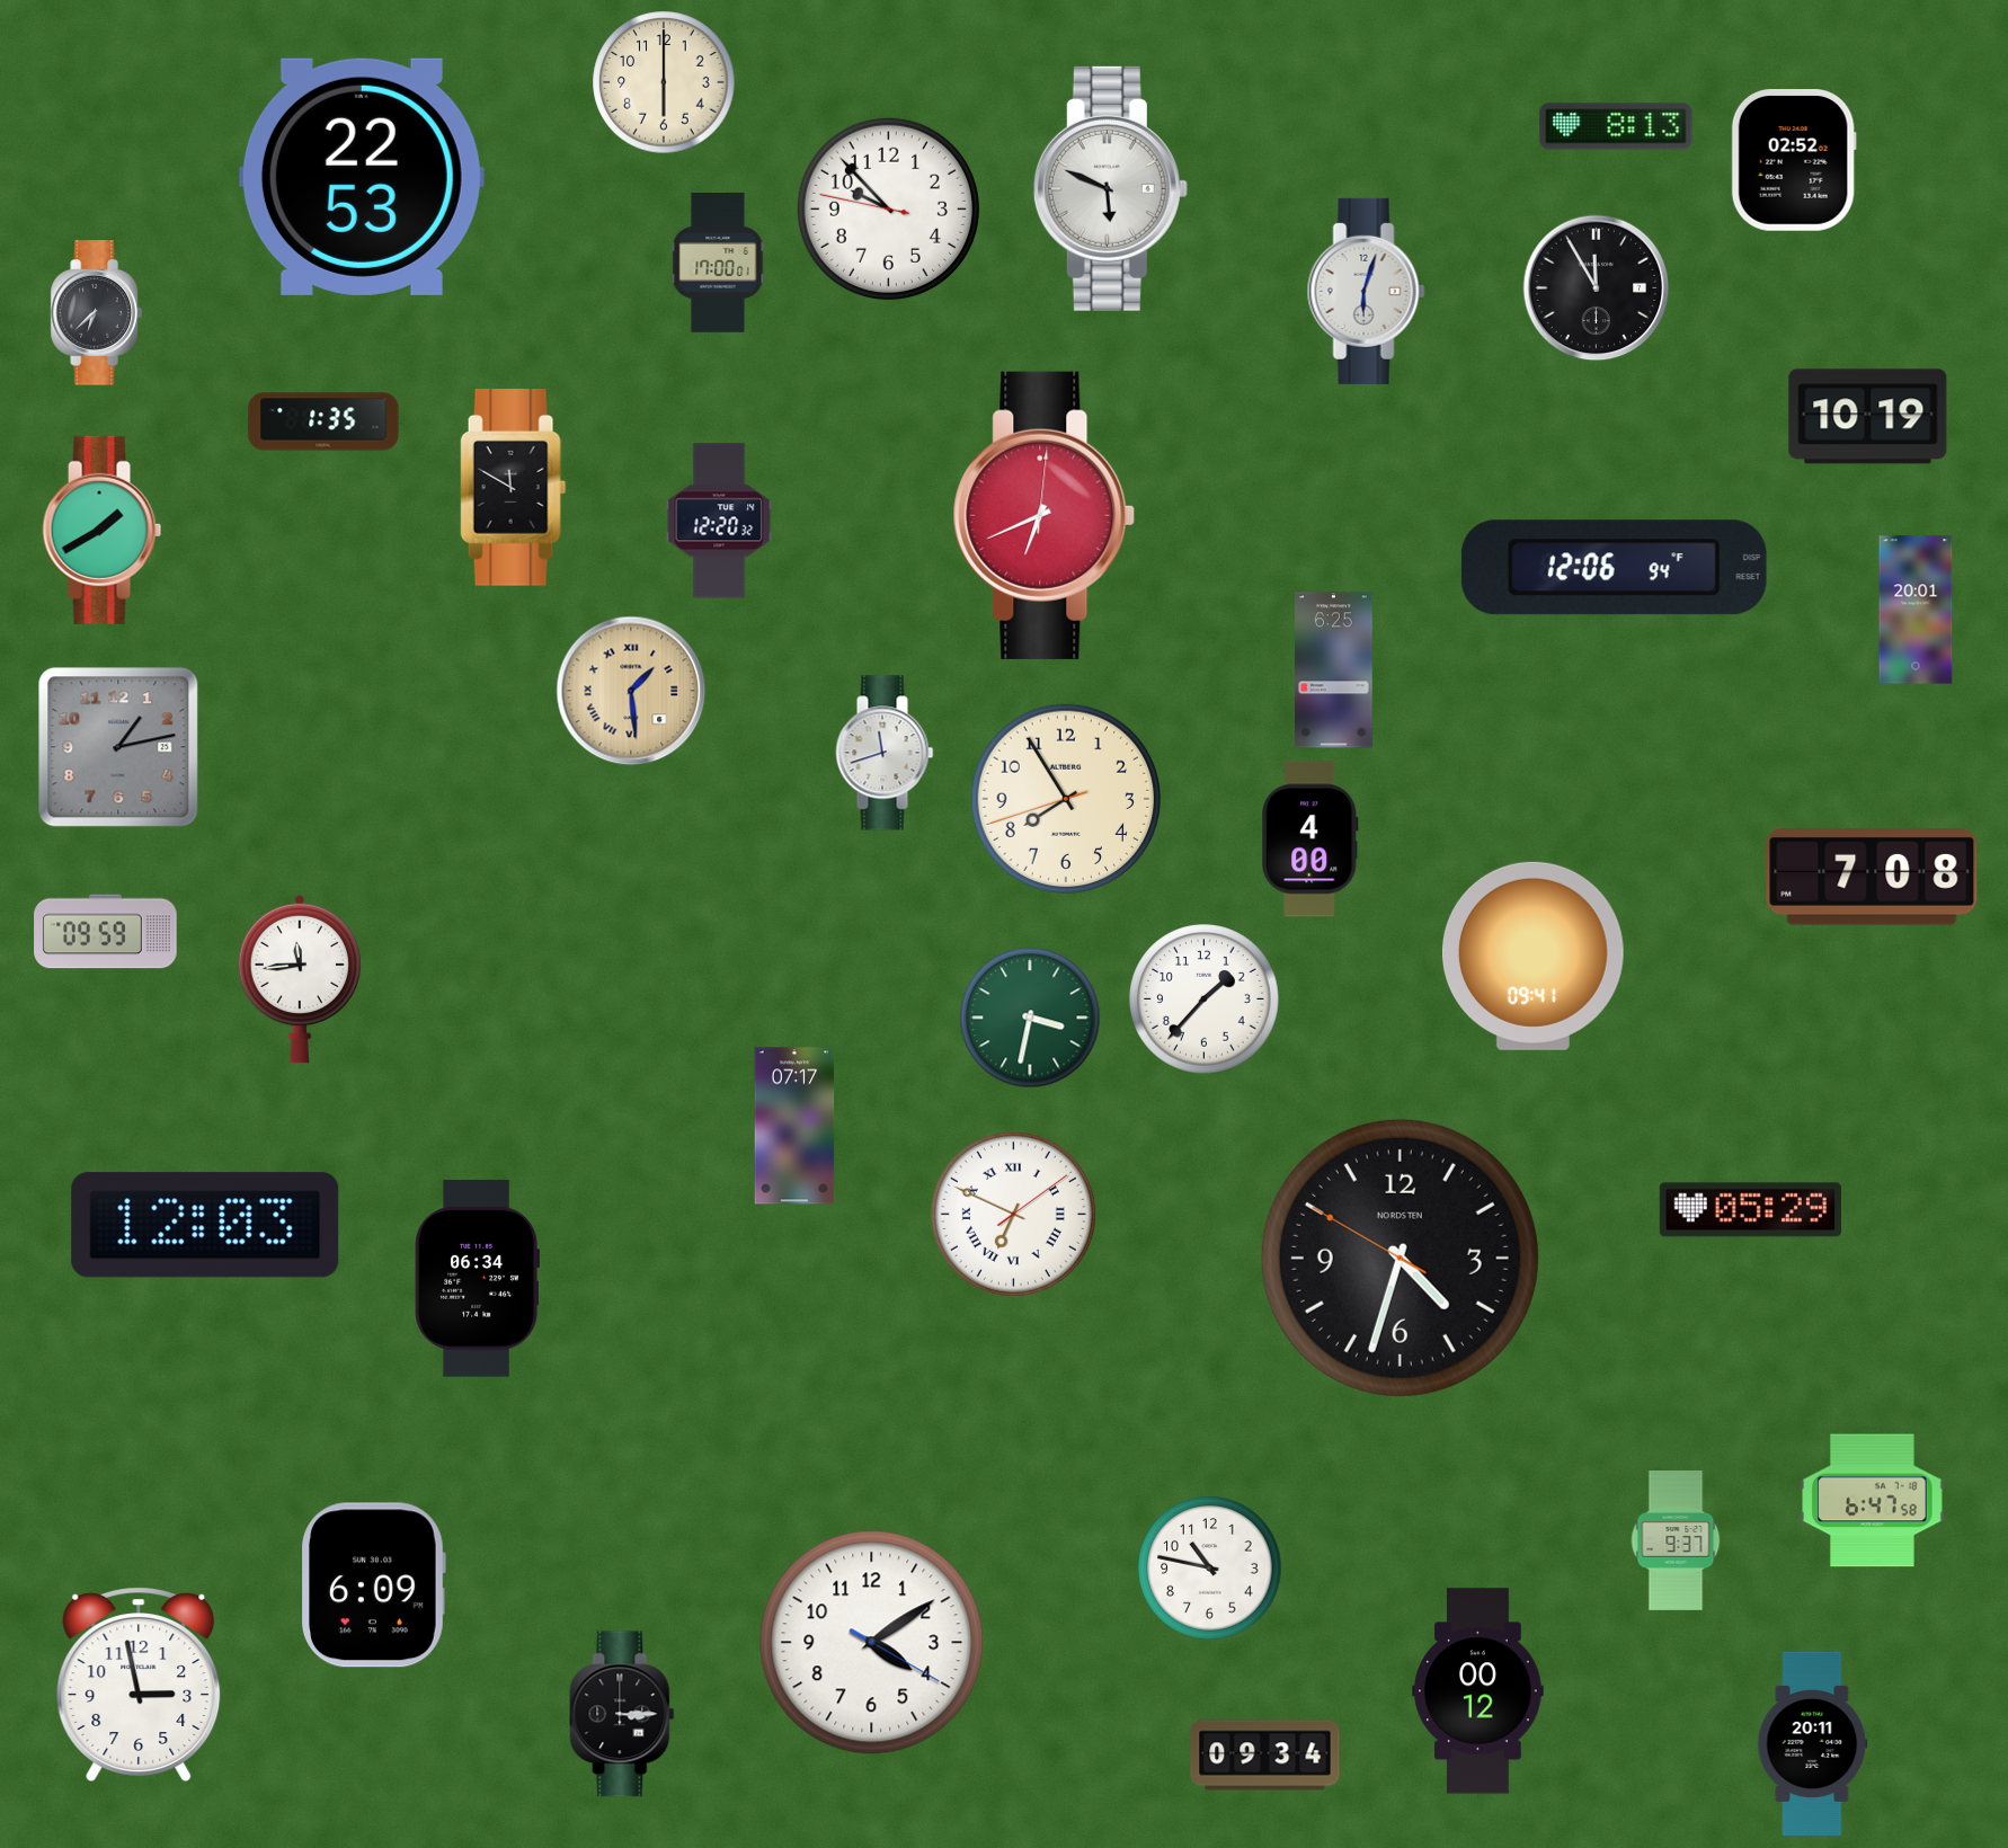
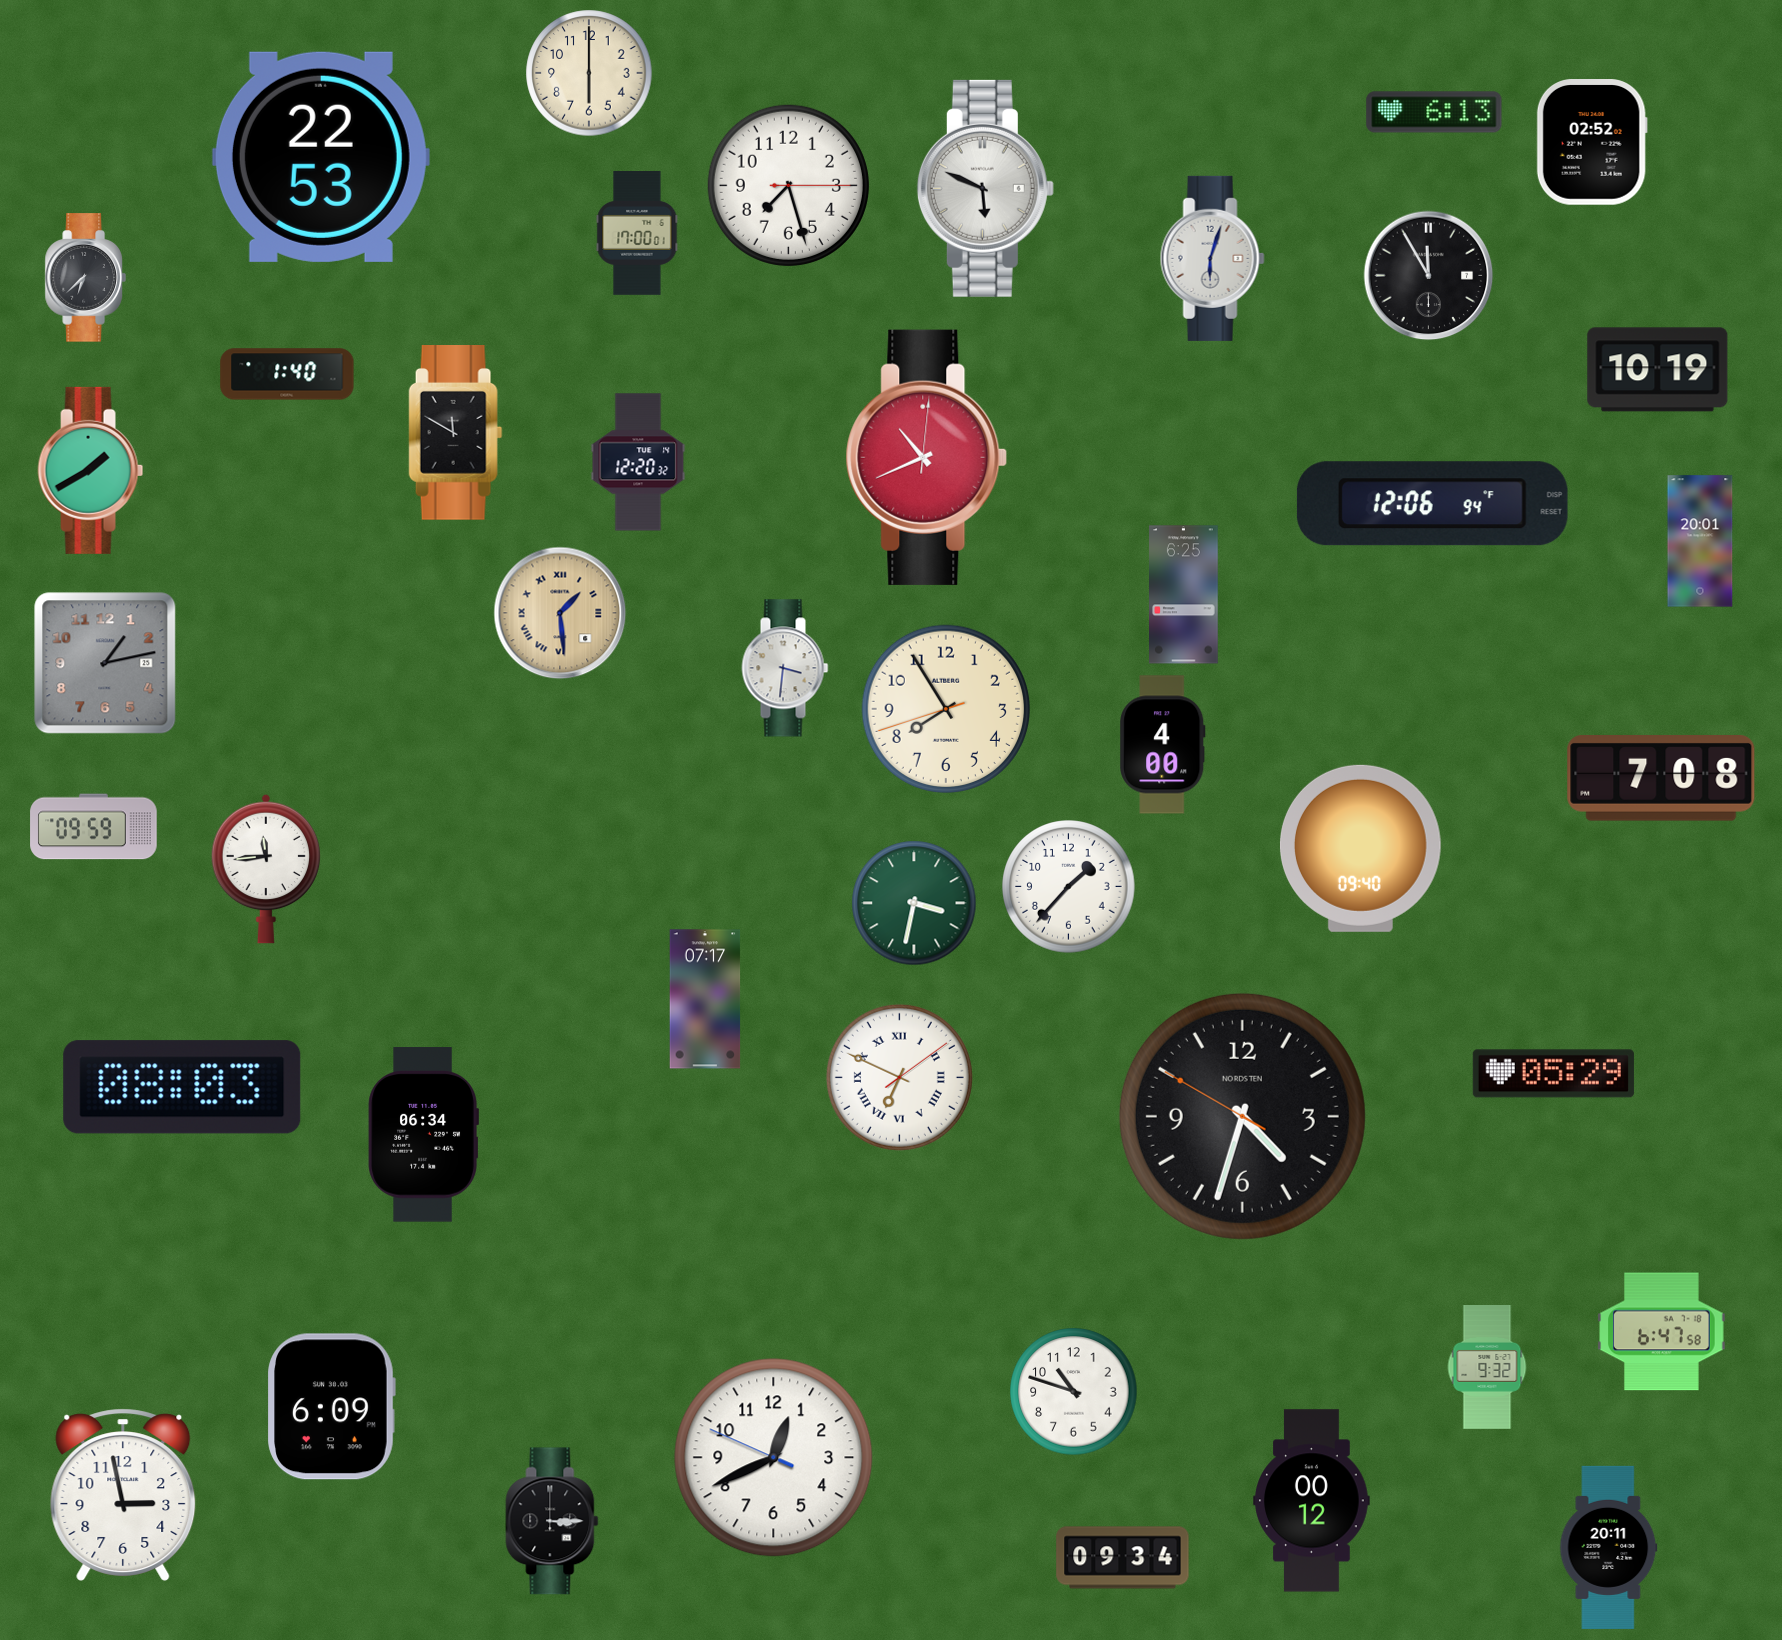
clock at (1616, 126): 8:13 -> 6:13
clock at (1110, 188) position: (1110, 188) -> (985, 188)
clock at (888, 208): 9:52 -> 7:27
clock at (1597, 288) position: (1597, 288) -> (1429, 276)
clock at (323, 421): 1:35 -> 1:40
clock at (1045, 515): 6:41 -> 10:41
clock at (885, 753): 11:42 -> 3:31
clock at (1532, 956): 09:41 -> 09:40
clock at (205, 1225): 12:03 -> 08:03
clock at (1676, 1542): 9:37 -> 9:32
clock at (1210, 1569): 10:47 -> 10:48
clock at (872, 1643): 4:09 -> 12:40
